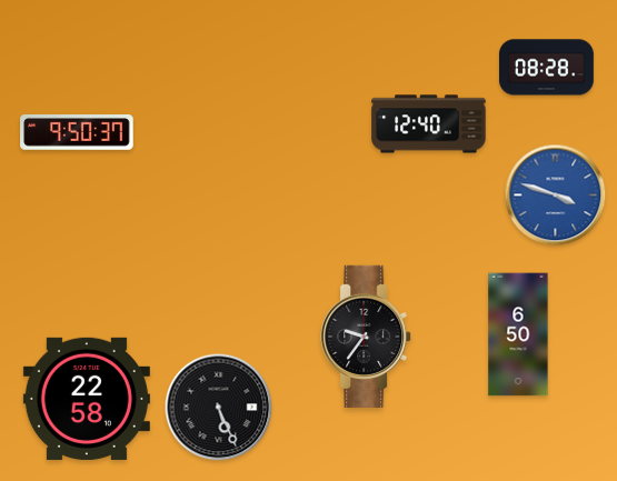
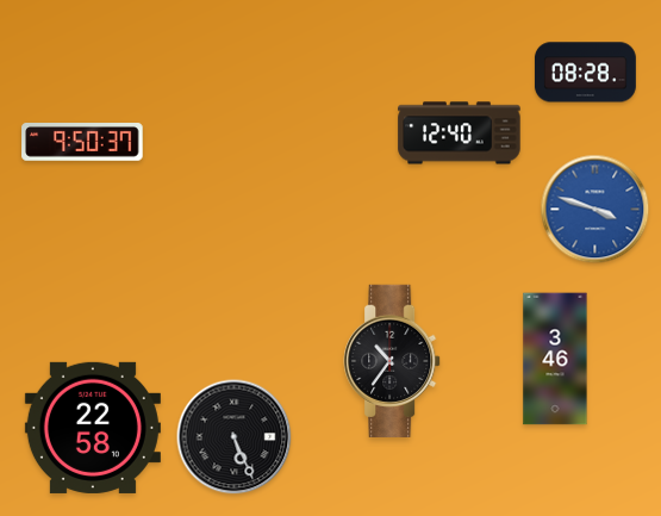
clock at (518, 334): 6:50 -> 3:46
clock at (366, 337): 9:36 -> 10:36
